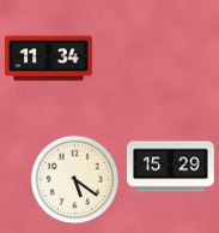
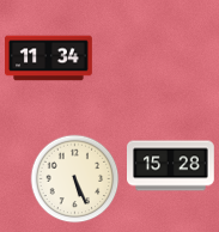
clock at (171, 167): 15:29 -> 15:28
clock at (75, 180): 5:21 -> 5:26
